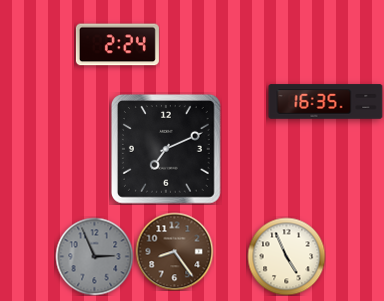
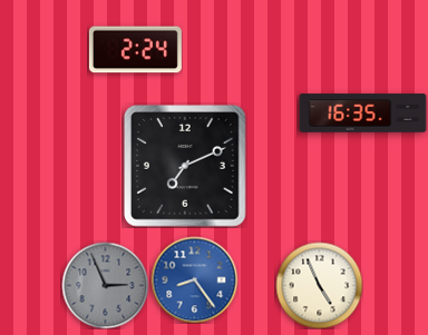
clock at (117, 45) position: (117, 45) -> (135, 50)
clock at (174, 251) dial: brown -> blue
